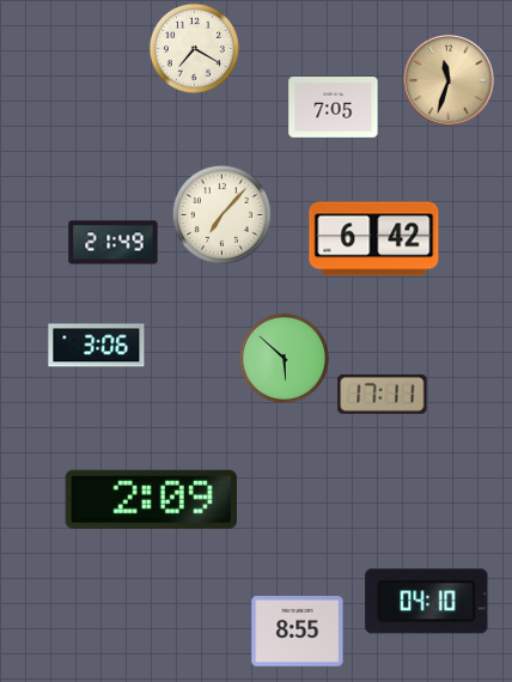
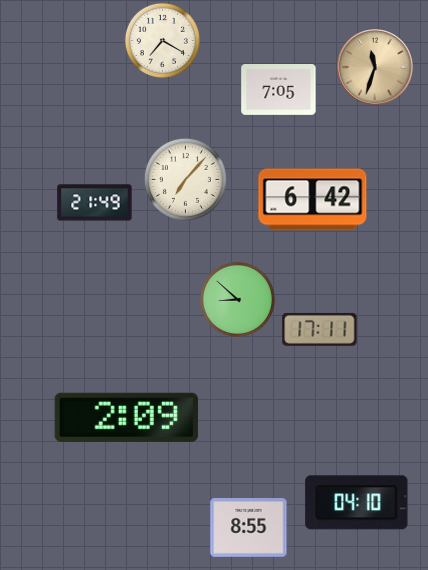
clock at (97, 346): 3:06 -> none
clock at (284, 358): 5:52 -> 8:52
